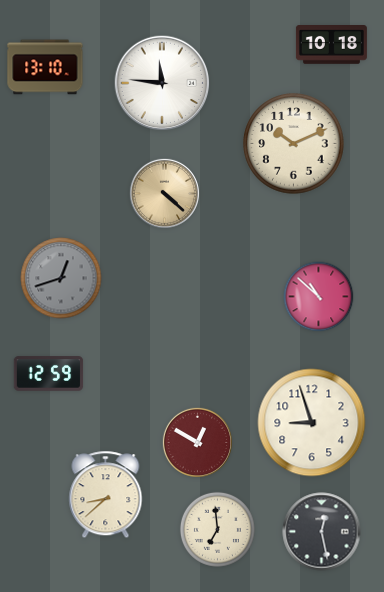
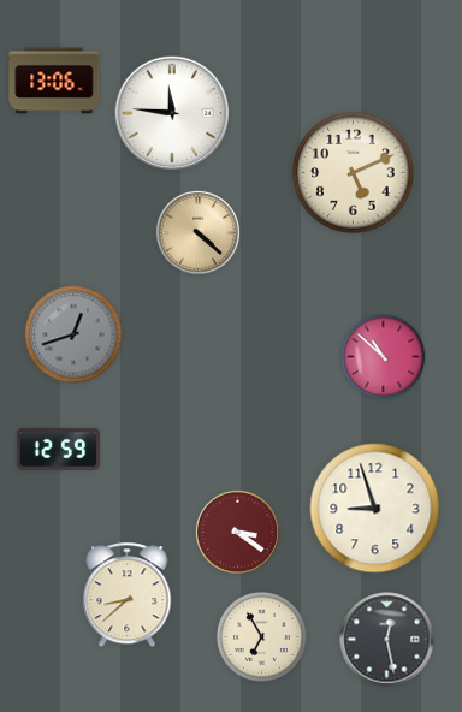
clock at (331, 45): 10:18 -> none
clock at (45, 67): 13:10 -> 13:06
clock at (162, 83) position: (162, 83) -> (172, 113)
clock at (294, 144): 10:11 -> 5:11
clock at (197, 442): 12:50 -> 3:21
clock at (217, 529): 6:59 -> 6:55
